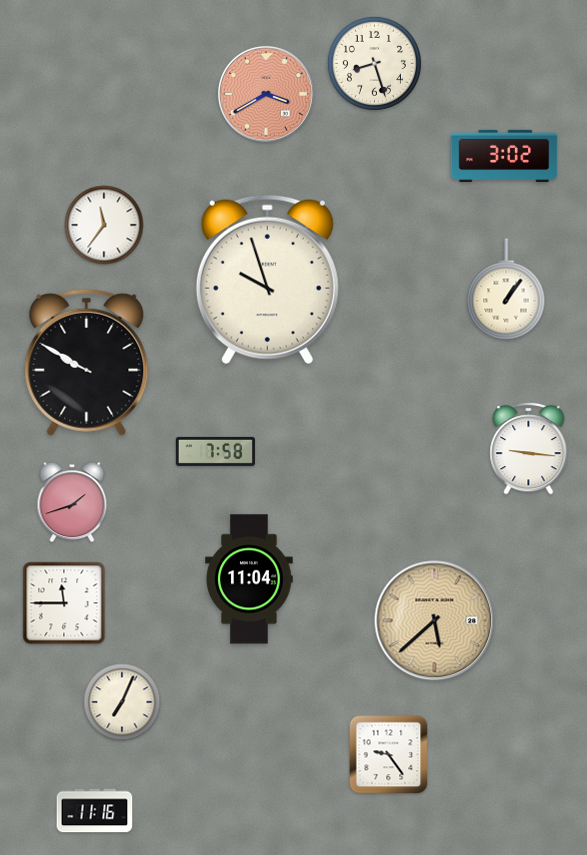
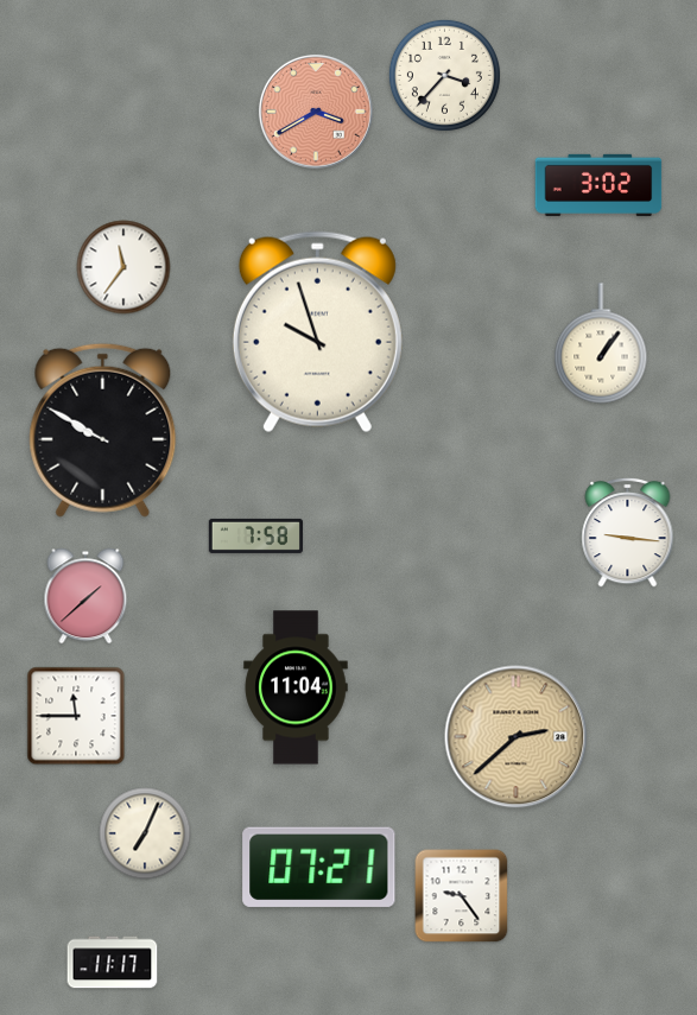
clock at (374, 63): 8:27 -> 3:37
clock at (72, 502): 1:42 -> 1:38
clock at (435, 621): 5:38 -> 2:38
clock at (319, 867): none -> 07:21
clock at (95, 811): 11:16 -> 11:17
